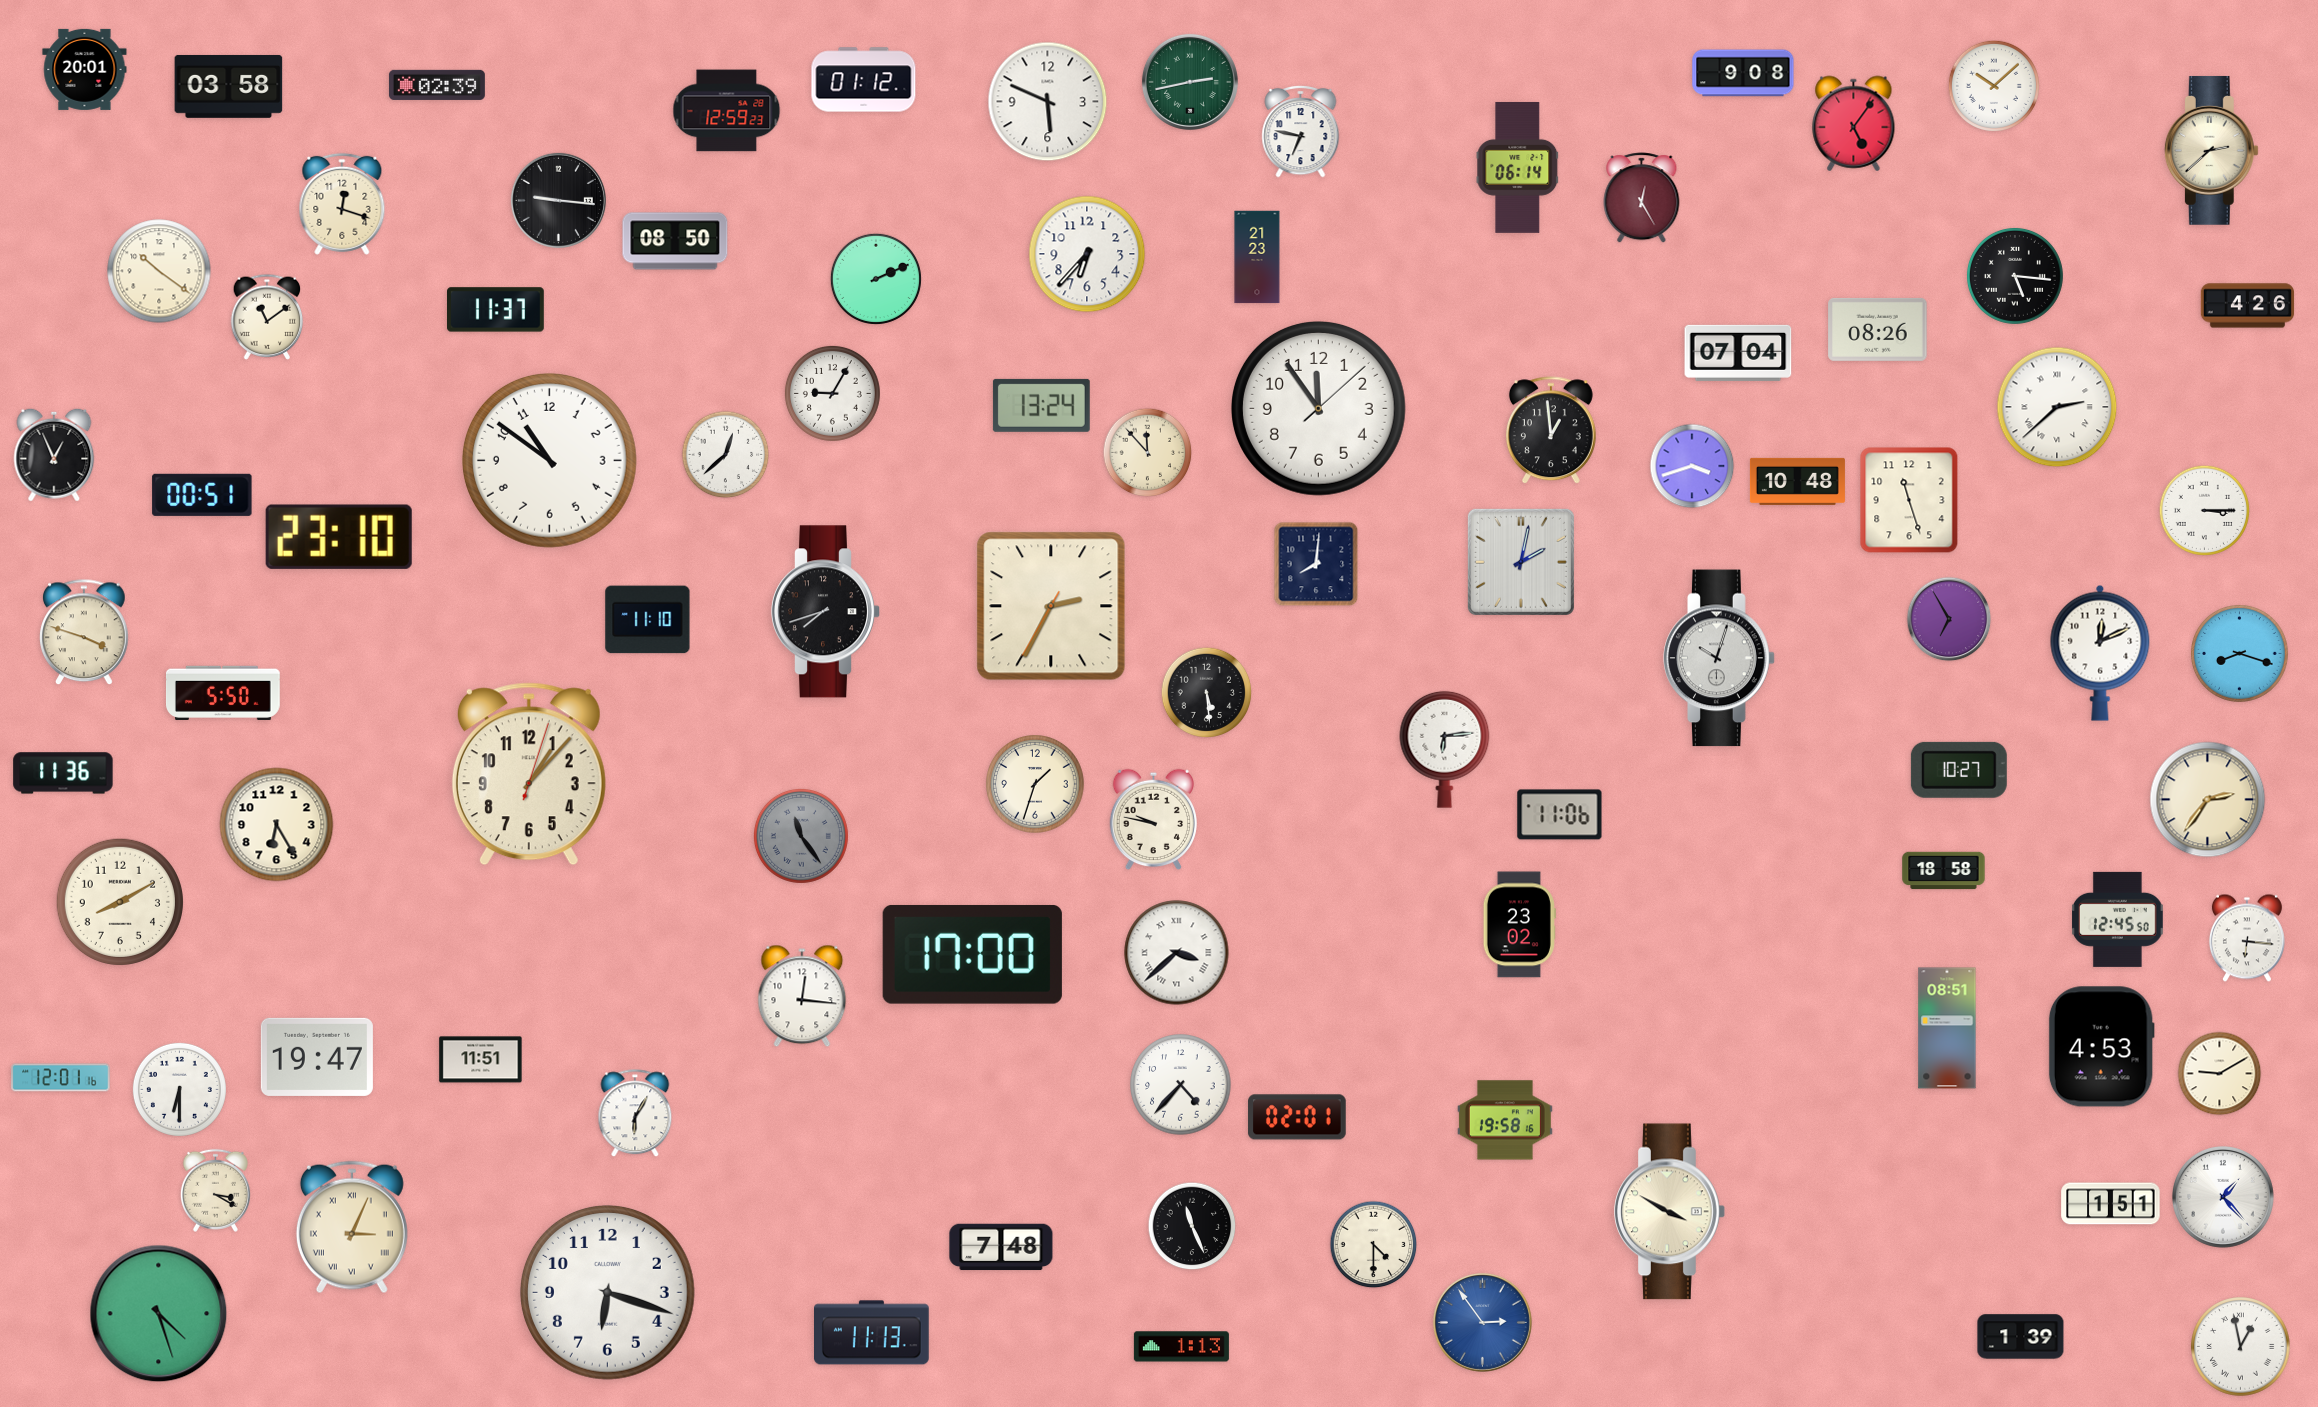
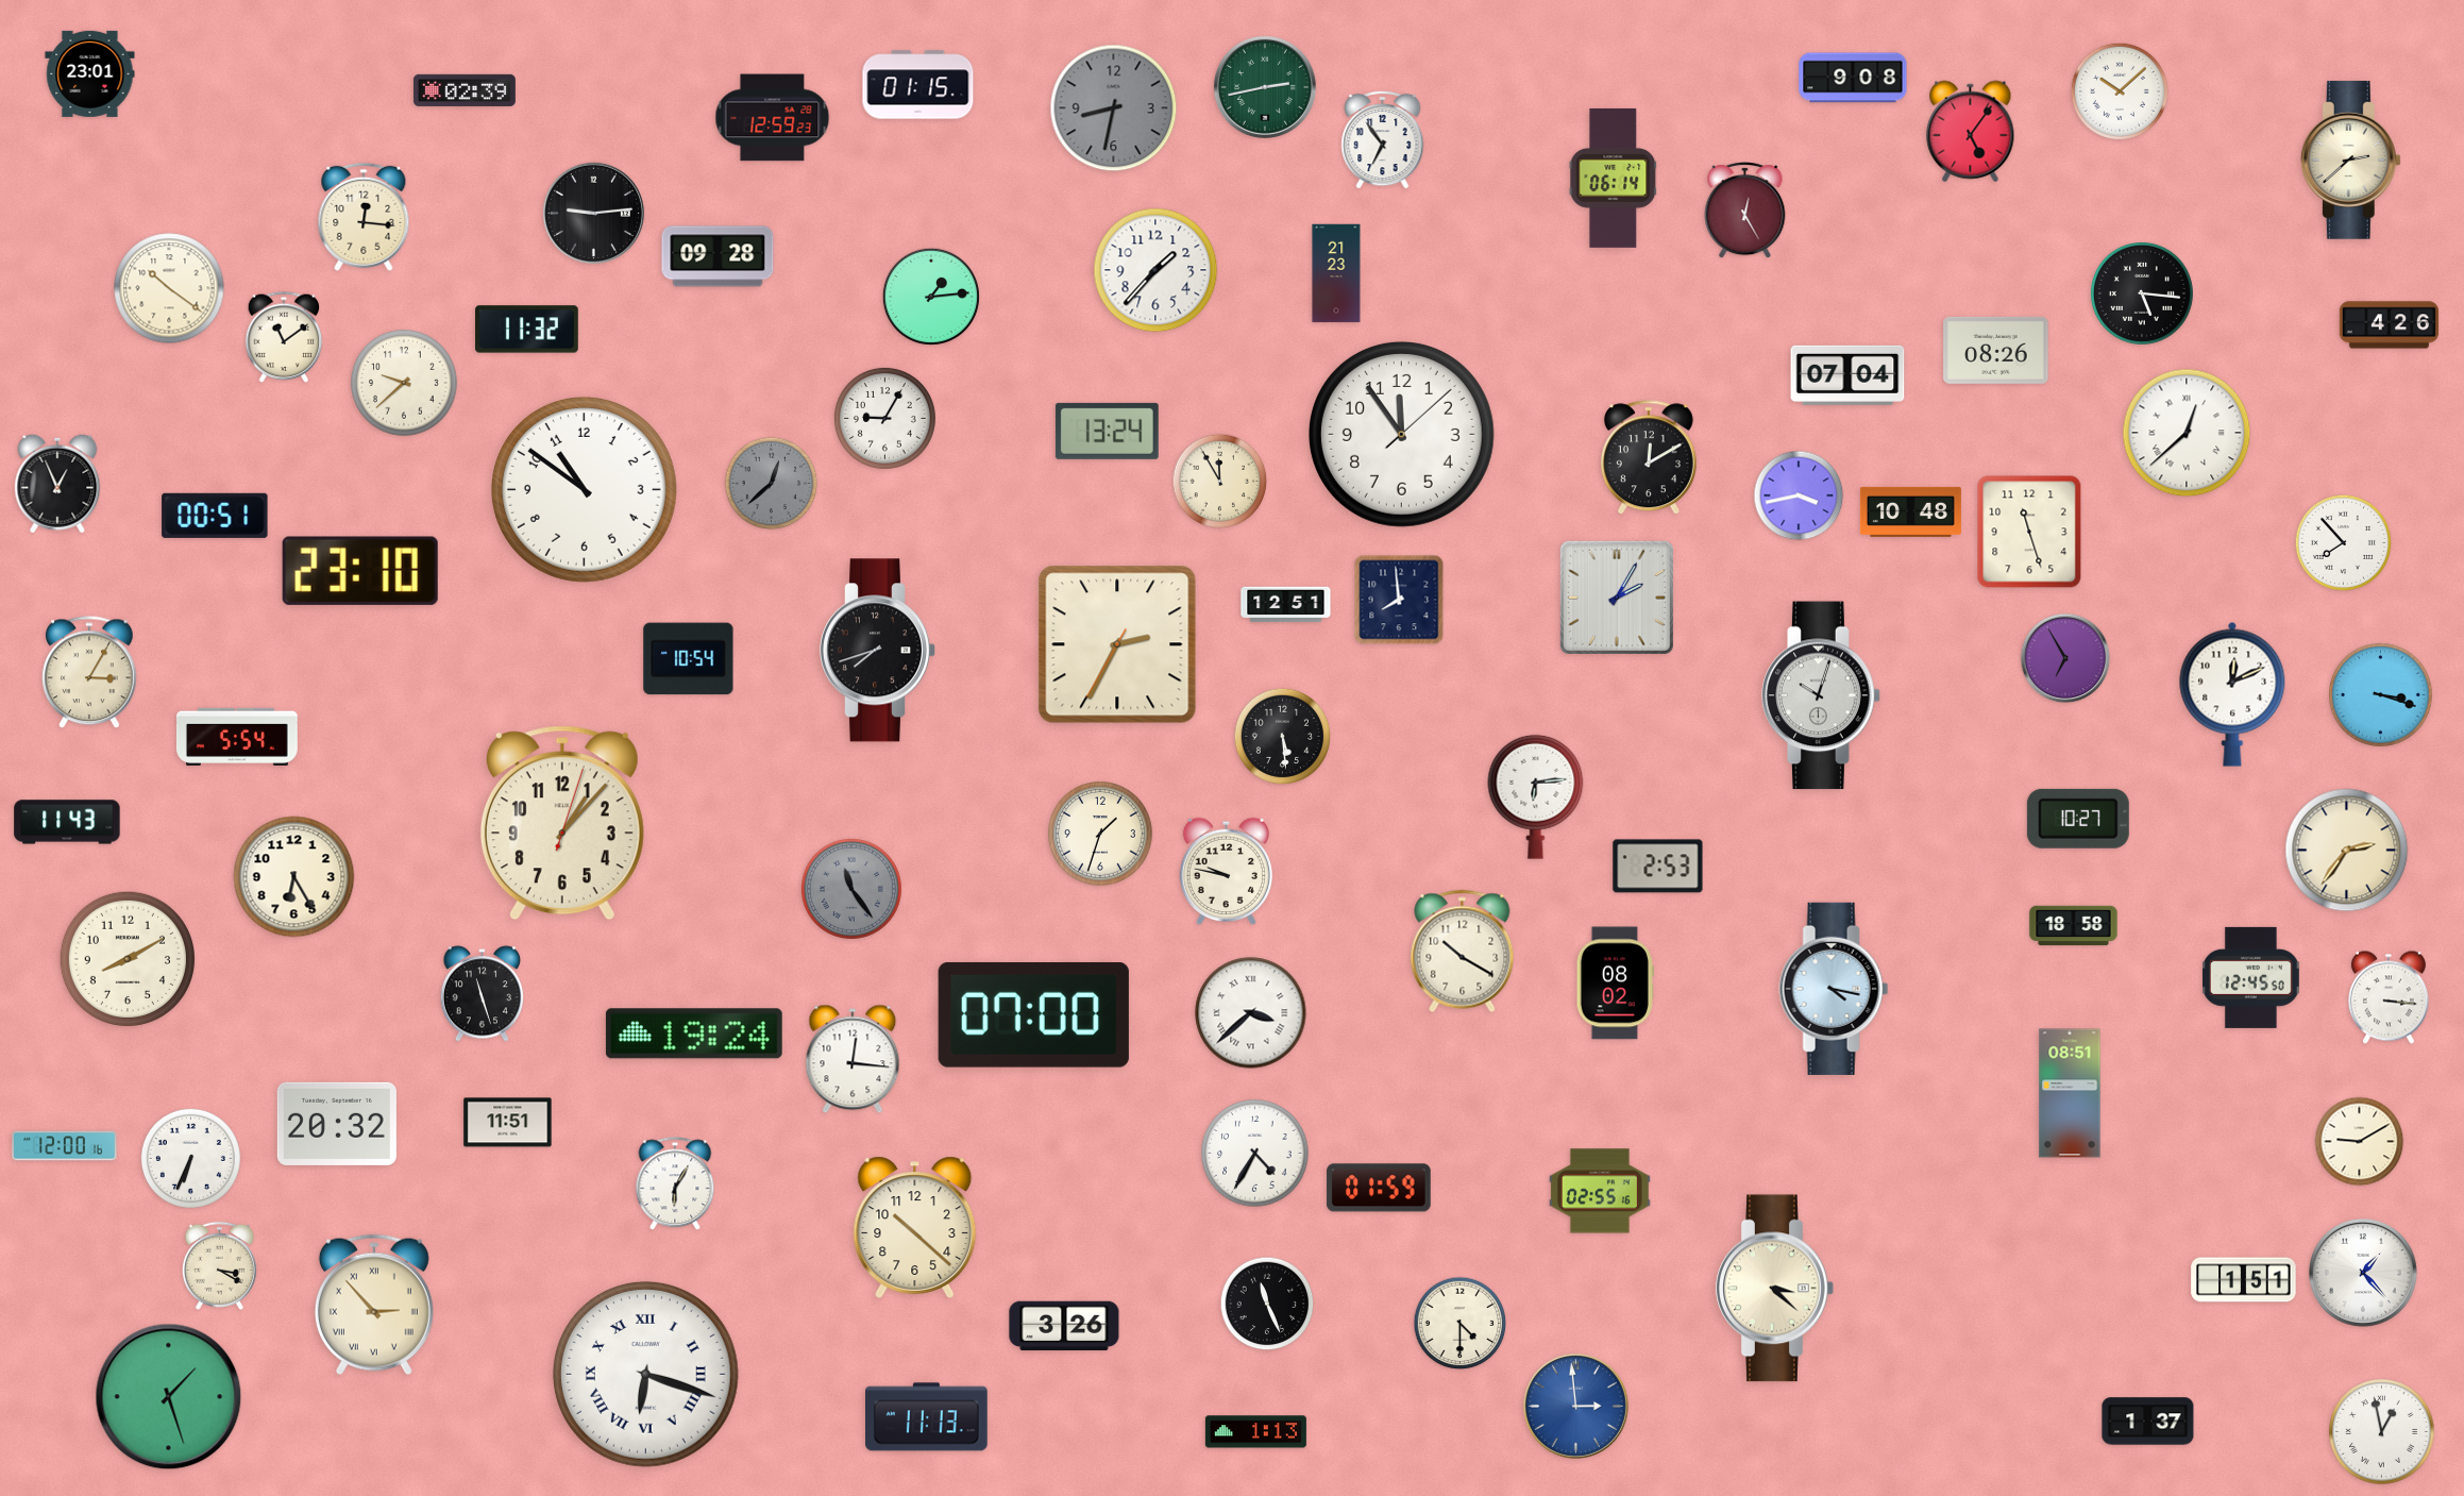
clock at (85, 69): 20:01 -> 23:01
clock at (864, 80): 01:12 -> 01:15
clock at (229, 86): 03:58 -> none
clock at (1048, 102): 5:49 -> 8:32
clock at (1048, 102) dial: white -> grey
clock at (1301, 131): 6:47 -> 6:54
clock at (558, 200): 9:16 -> 9:14
clock at (342, 204): 12:18 -> 12:16
clock at (675, 241): 08:50 -> 09:28
clock at (1087, 254): 6:37 -> 1:37
clock at (876, 279): 2:11 -> 1:14
clock at (496, 310): 11:37 -> 11:32
clock at (404, 383): none -> 9:38
clock at (2057, 407): 2:38 -> 12:38
clock at (1551, 431): 12:59 -> 12:10
clock at (1148, 453): 11:53 -> 11:55
clock at (726, 455) dial: white -> grey
clock at (1692, 466): 3:42 -> 3:43
clock at (202, 495) position: (202, 495) -> (215, 516)
clock at (2204, 510): 3:15 -> 7:53
clock at (1521, 562): 2:02 -> 2:05
clock at (1316, 564): 8:01 -> 7:59
clock at (1286, 605): none -> 12:51
clock at (1949, 619) position: (1949, 619) -> (2065, 658)
clock at (648, 620): 11:10 -> 10:54
clock at (84, 633): 3:48 -> 3:05
clock at (2240, 654): 8:18 -> 3:18
clock at (1719, 658) position: (1719, 658) -> (1821, 695)
clock at (223, 693): 5:50 -> 5:54
clock at (1959, 770) position: (1959, 770) -> (2078, 819)
clock at (63, 773): 11:36 -> 11:43
clock at (1560, 815): 11:06 -> 2:53
clock at (1944, 871) position: (1944, 871) -> (2074, 926)
clock at (1463, 952): none -> 10:20
clock at (1519, 925): 23:02 -> 08:02
clock at (1834, 989): none -> 4:17
clock at (482, 994): none -> 11:27
clock at (2247, 938): 6:16 -> 3:16
clock at (972, 954): 17:00 -> 07:00
clock at (694, 1033): none -> 19:24
clock at (2101, 1047): 4:53 -> none
clock at (317, 1057): 19:47 -> 20:32
clock at (481, 1060) position: (481, 1060) -> (508, 1123)
clock at (61, 1078): 12:01 -> 12:00
clock at (1181, 1085): 4:37 -> 4:35
clock at (179, 1089): 6:30 -> 6:34
clock at (1297, 1117): 02:01 -> 01:59
clock at (1505, 1120): 19:58 -> 02:55
clock at (915, 1227): none -> 10:22
clock at (215, 1190) position: (215, 1190) -> (219, 1265)
clock at (1670, 1212): 3:50 -> 3:22
clock at (352, 1227): 3:04 -> 2:53
clock at (1001, 1247): 7:48 -> 3:26
clock at (607, 1292) numerals: Arabic -> Roman
clock at (159, 1314): 4:27 -> 1:27
clock at (1482, 1322): 2:54 -> 2:59
clock at (2021, 1337): 1:39 -> 1:37
